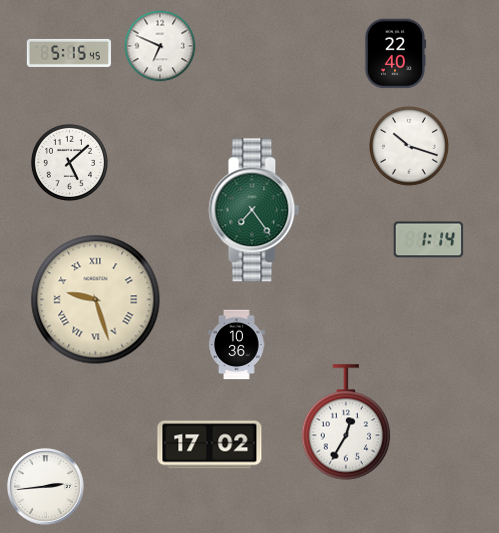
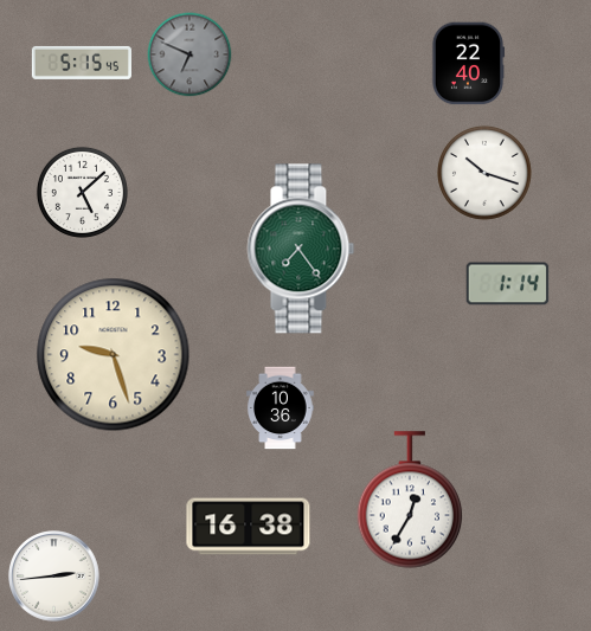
clock at (160, 46) dial: white -> grey
clock at (96, 300) numerals: Roman -> Arabic
clock at (210, 445): 17:02 -> 16:38
